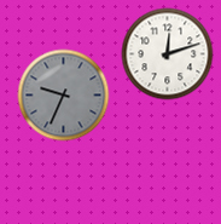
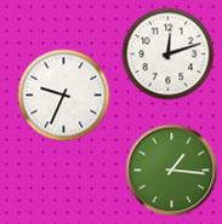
clock at (64, 96) dial: grey -> white
clock at (172, 171): none -> 1:16
